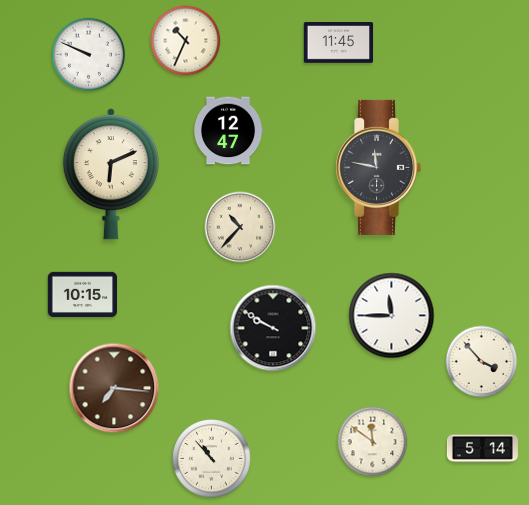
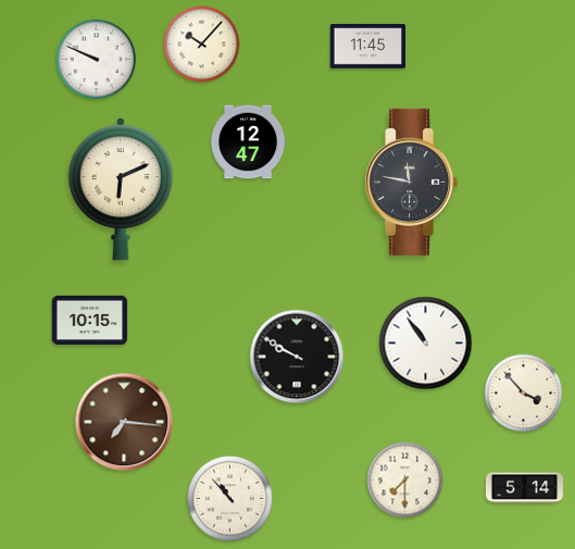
clock at (186, 41): 10:34 -> 10:07
clock at (240, 227): 10:37 -> none
clock at (392, 316): 11:45 -> 10:54
clock at (373, 442): 11:51 -> 7:30
